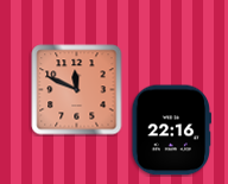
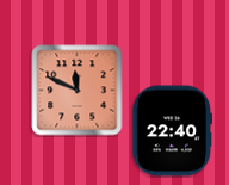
clock at (171, 131): 22:16 -> 22:40
